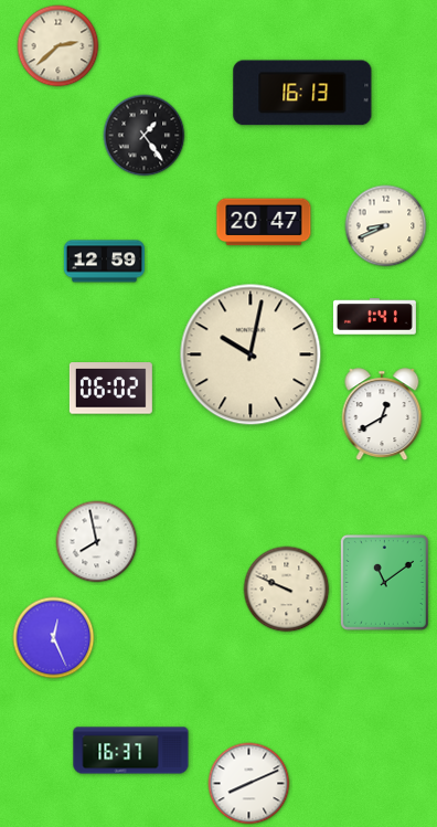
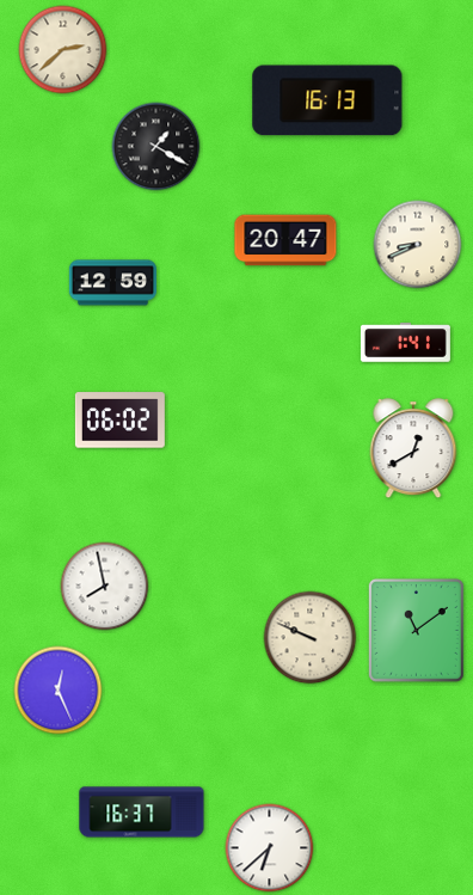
clock at (145, 136): 1:24 -> 1:20
clock at (251, 354): 10:02 -> none
clock at (249, 784): 8:11 -> 6:38
